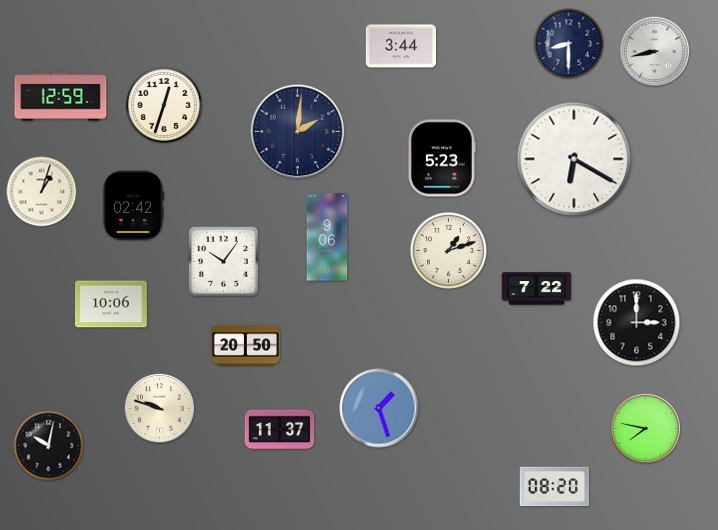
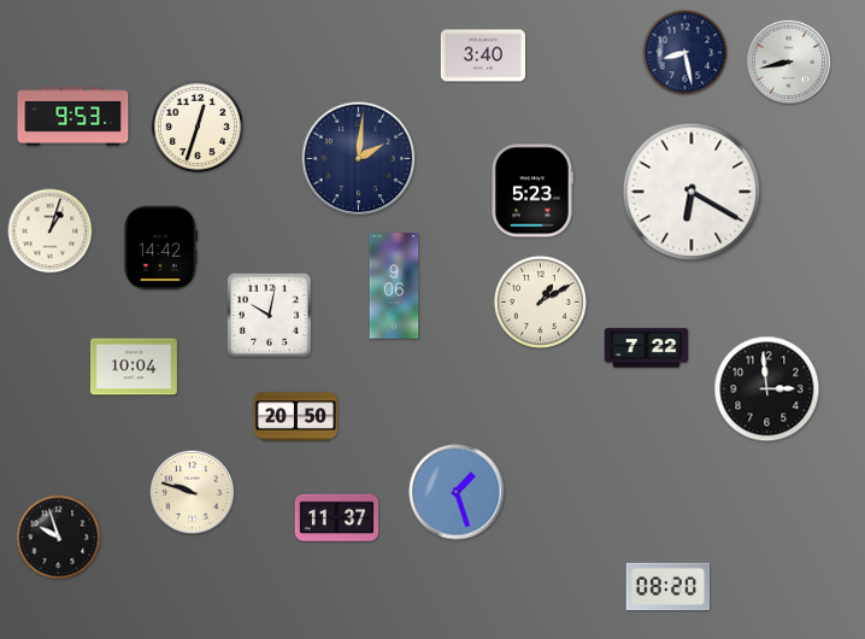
clock at (569, 44): 8:30 -> 8:28
clock at (400, 46): 3:44 -> 3:40
clock at (61, 97): 12:59 -> 9:53
clock at (133, 206): 02:42 -> 14:42
clock at (448, 250): 1:12 -> 1:10
clock at (223, 261): 10:06 -> 10:02
clock at (112, 304): 10:06 -> 10:04
clock at (637, 323): 3:00 -> 2:59
clock at (645, 428): 7:47 -> none
clock at (49, 446): 10:02 -> 9:57
